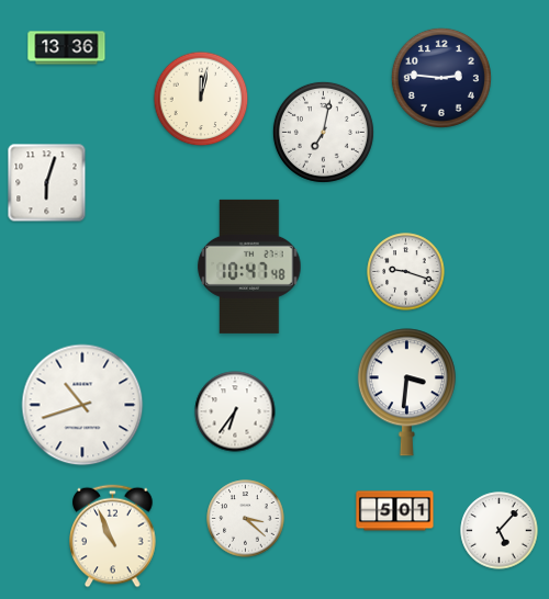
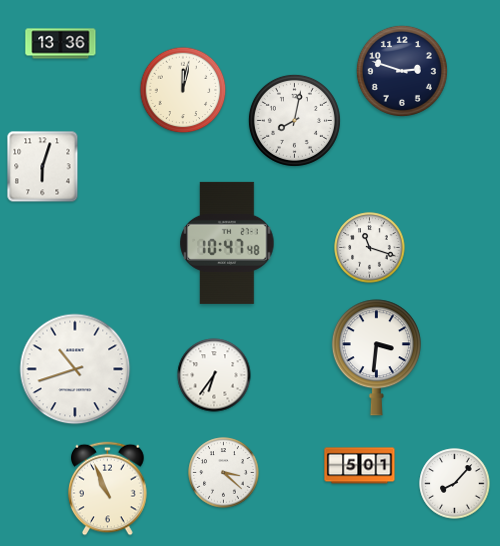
clock at (441, 78): 2:46 -> 2:48
clock at (323, 132): 7:02 -> 8:02
clock at (406, 272): 9:18 -> 11:18
clock at (406, 393) position: (406, 393) -> (376, 358)
clock at (500, 531): 5:07 -> 8:07
clock at (113, 536) position: (113, 536) -> (108, 489)
